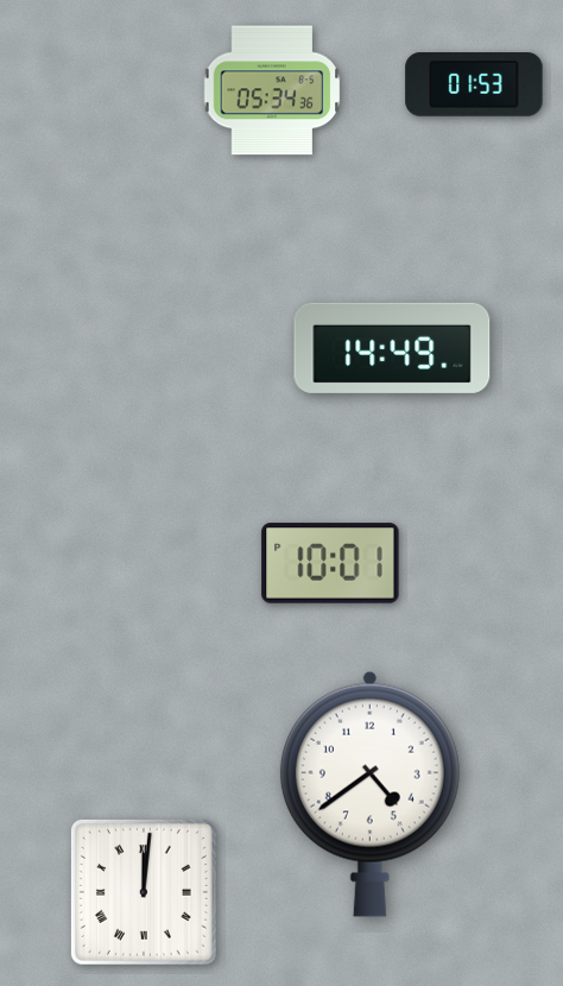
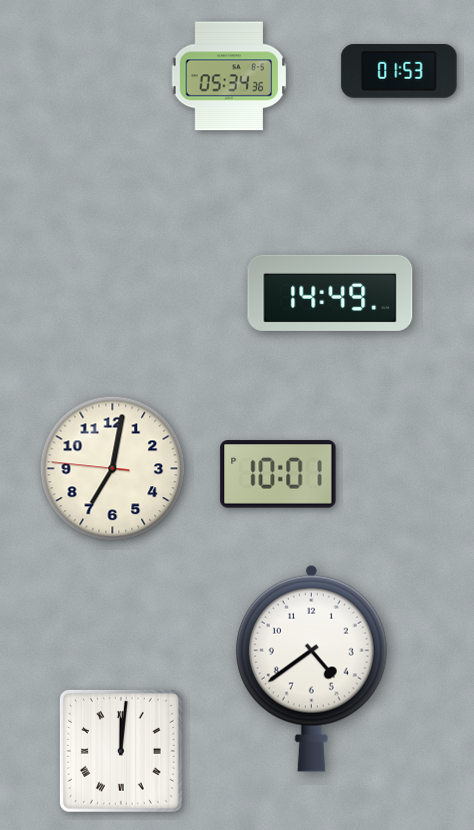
clock at (113, 469): none -> 7:01
